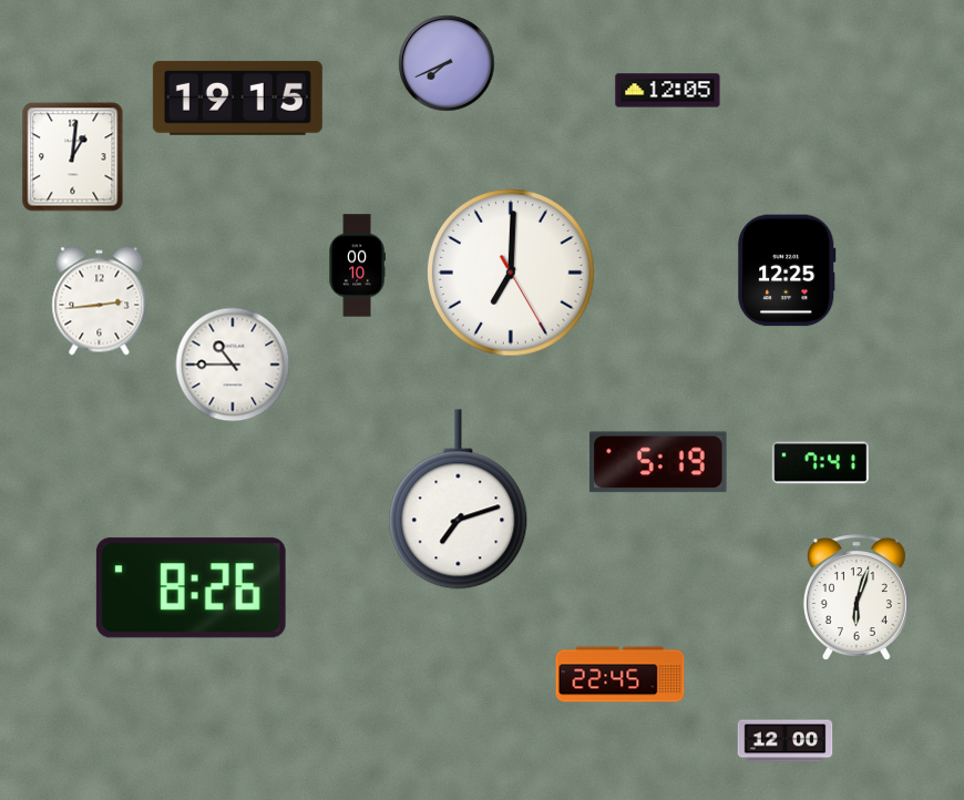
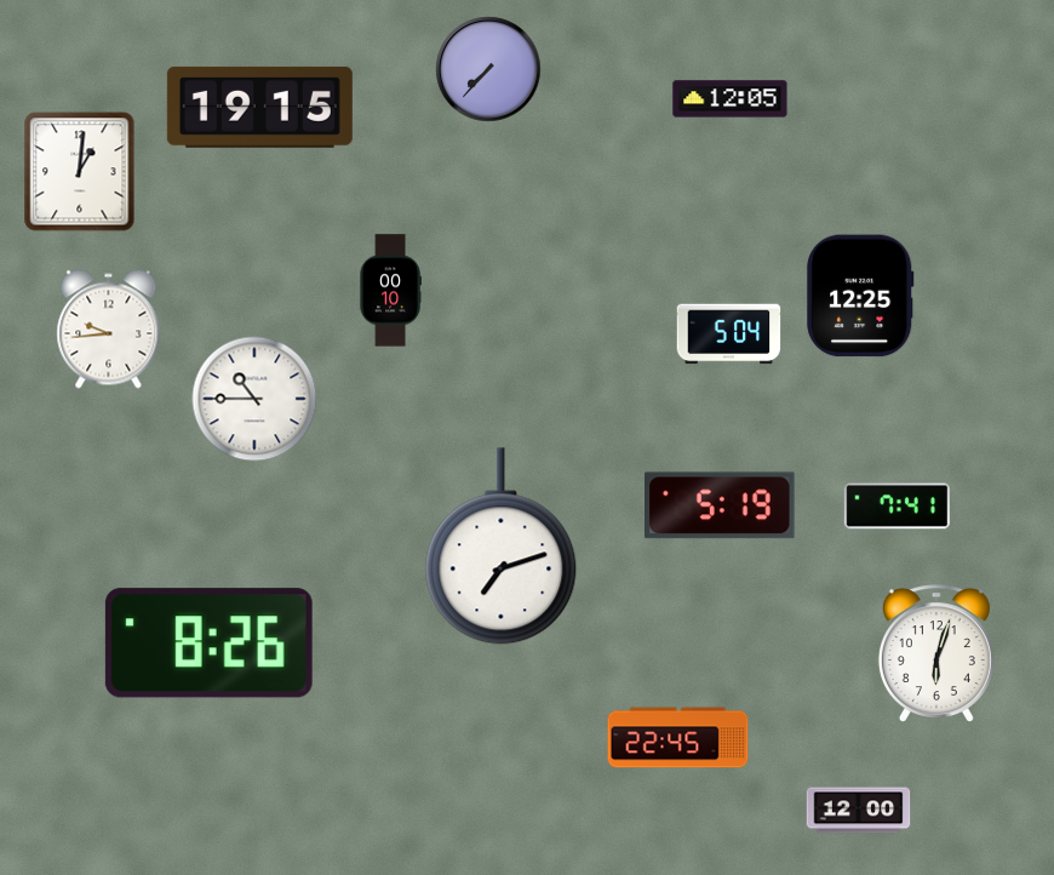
clock at (447, 63): 7:41 -> 7:37
clock at (512, 274): 7:00 -> none
clock at (100, 301): 2:44 -> 9:44
clock at (729, 334): none -> 5:04
